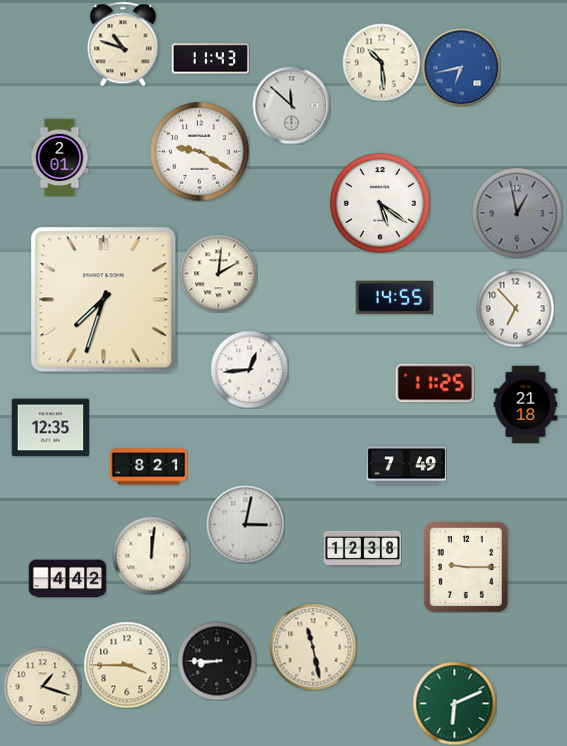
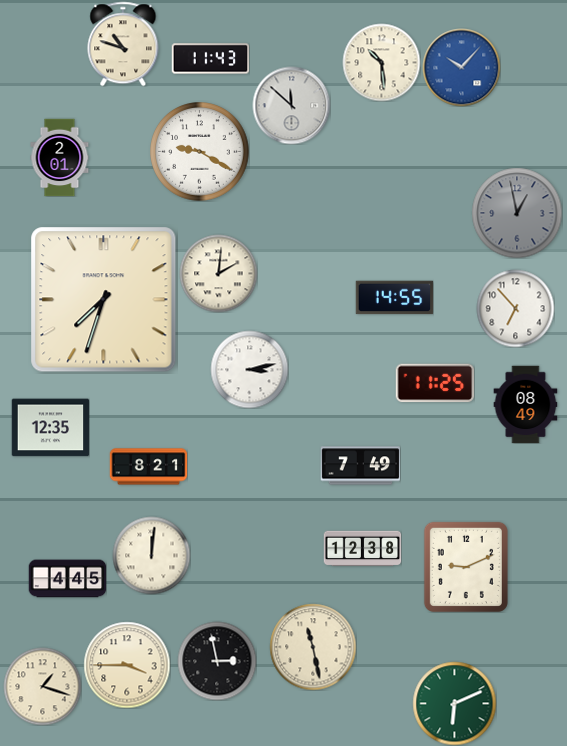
clock at (461, 67): 6:43 -> 10:07
clock at (380, 203): 5:21 -> none
clock at (249, 369): 12:44 -> 3:13
clock at (526, 404): 21:18 -> 08:49
clock at (406, 466) position: (406, 466) -> (360, 466)
clock at (245, 524): 3:02 -> none
clock at (466, 567): 9:15 -> 9:11
clock at (67, 579): 4:42 -> 4:45
clock at (217, 661): 8:45 -> 2:58
